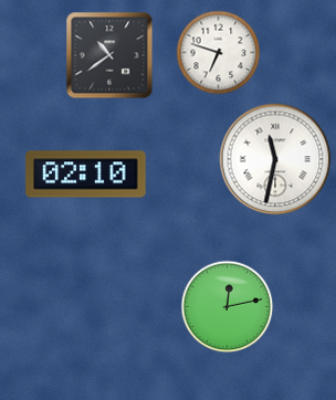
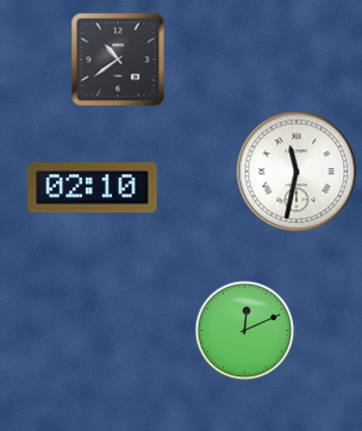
clock at (219, 53): 6:48 -> none
clock at (228, 307): 12:13 -> 12:11
